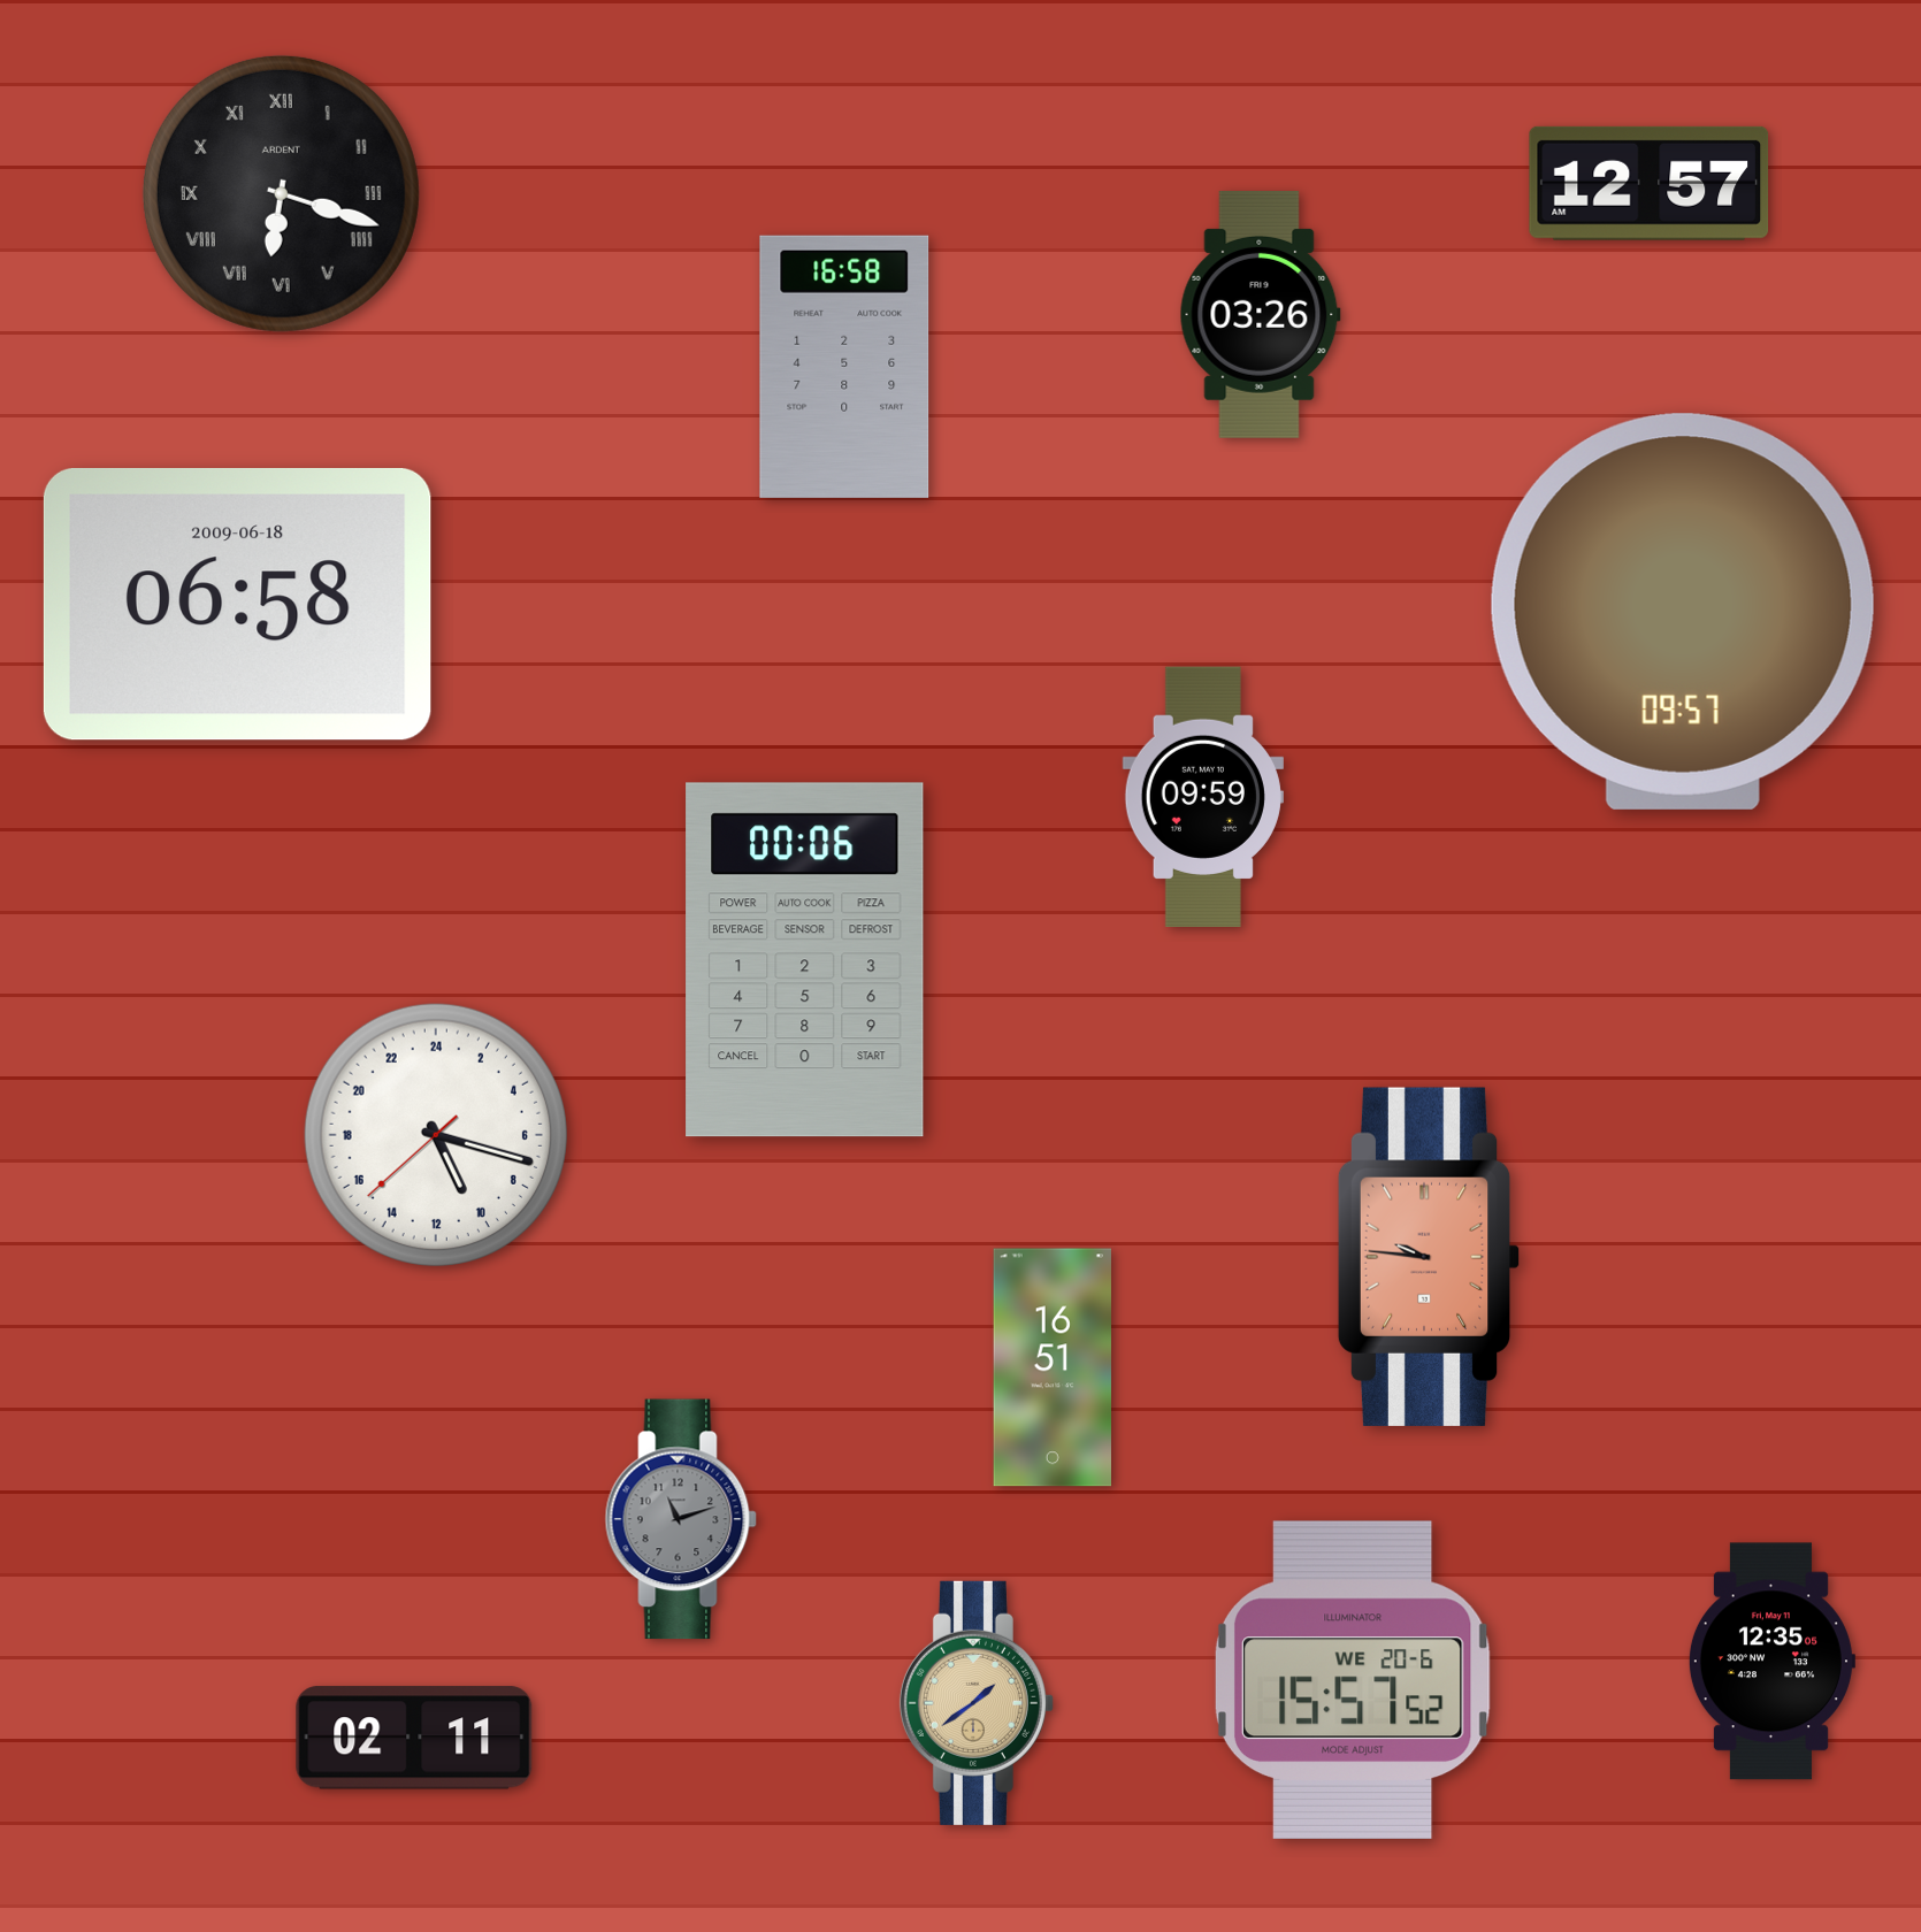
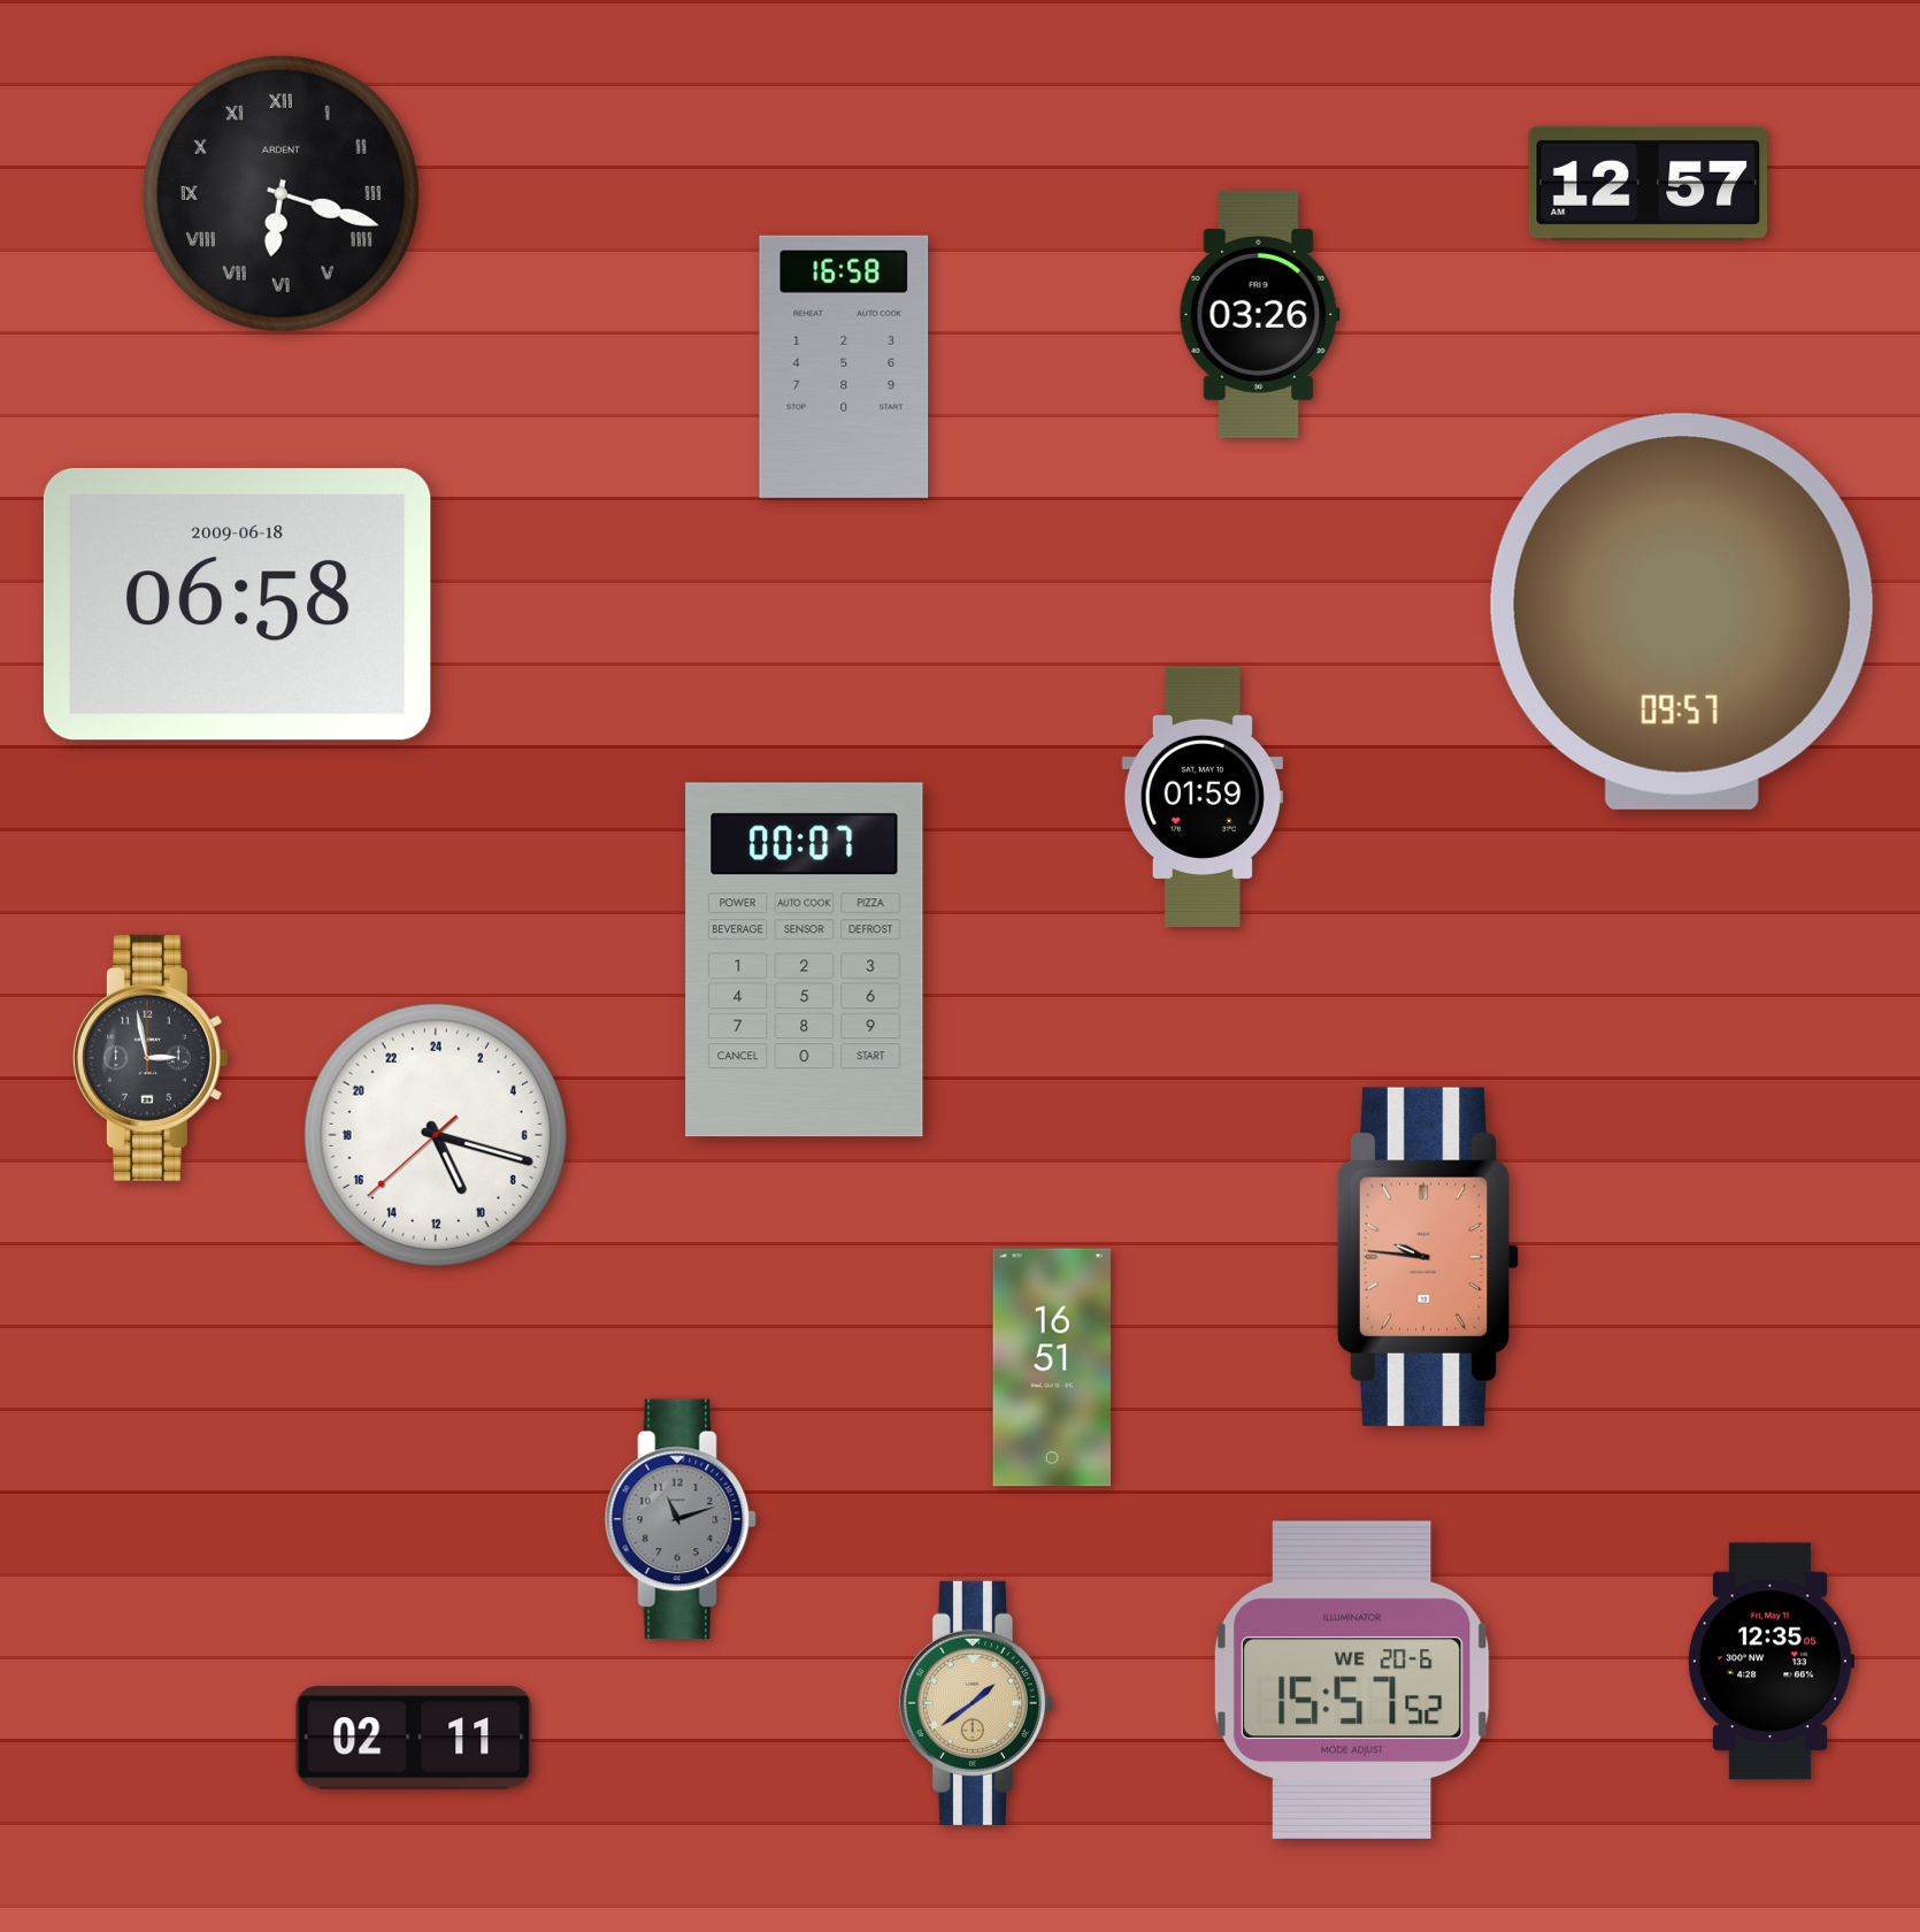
clock at (1203, 797): 09:59 -> 01:59
clock at (805, 960): 00:06 -> 00:07
clock at (151, 1058): none -> 2:58
